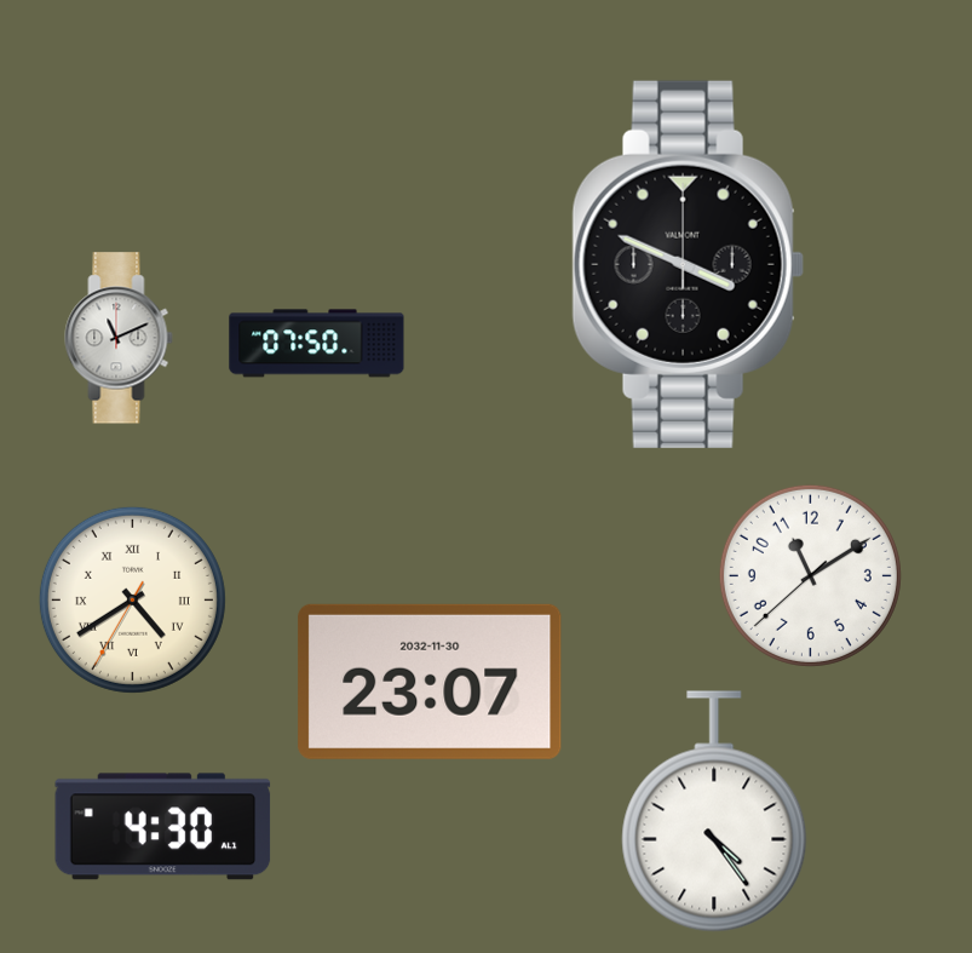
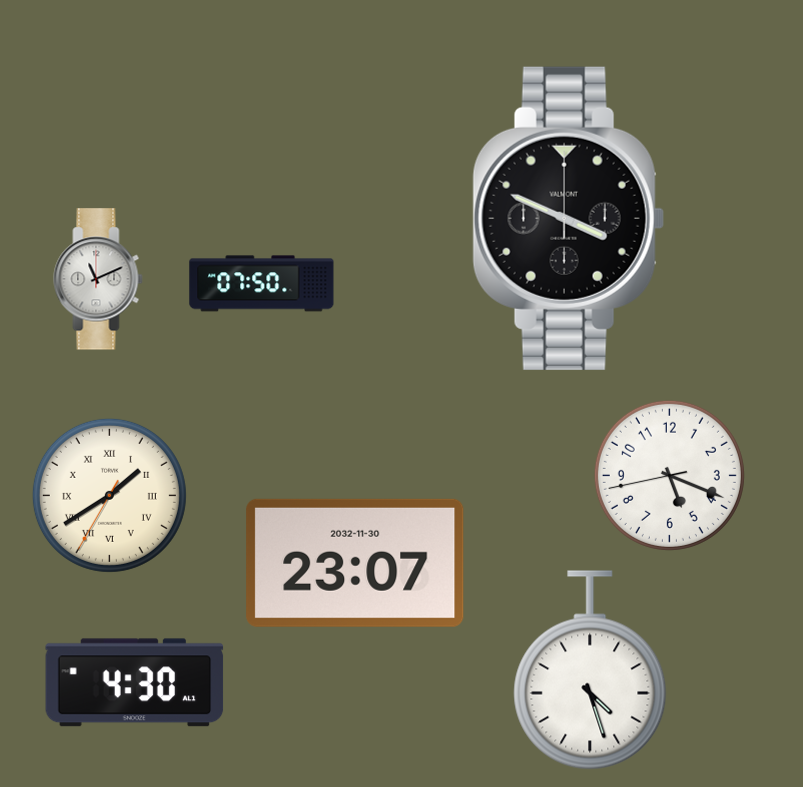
clock at (810, 575): 11:09 -> 5:18
clock at (132, 599): 4:39 -> 1:39
clock at (714, 811): 4:24 -> 4:27
